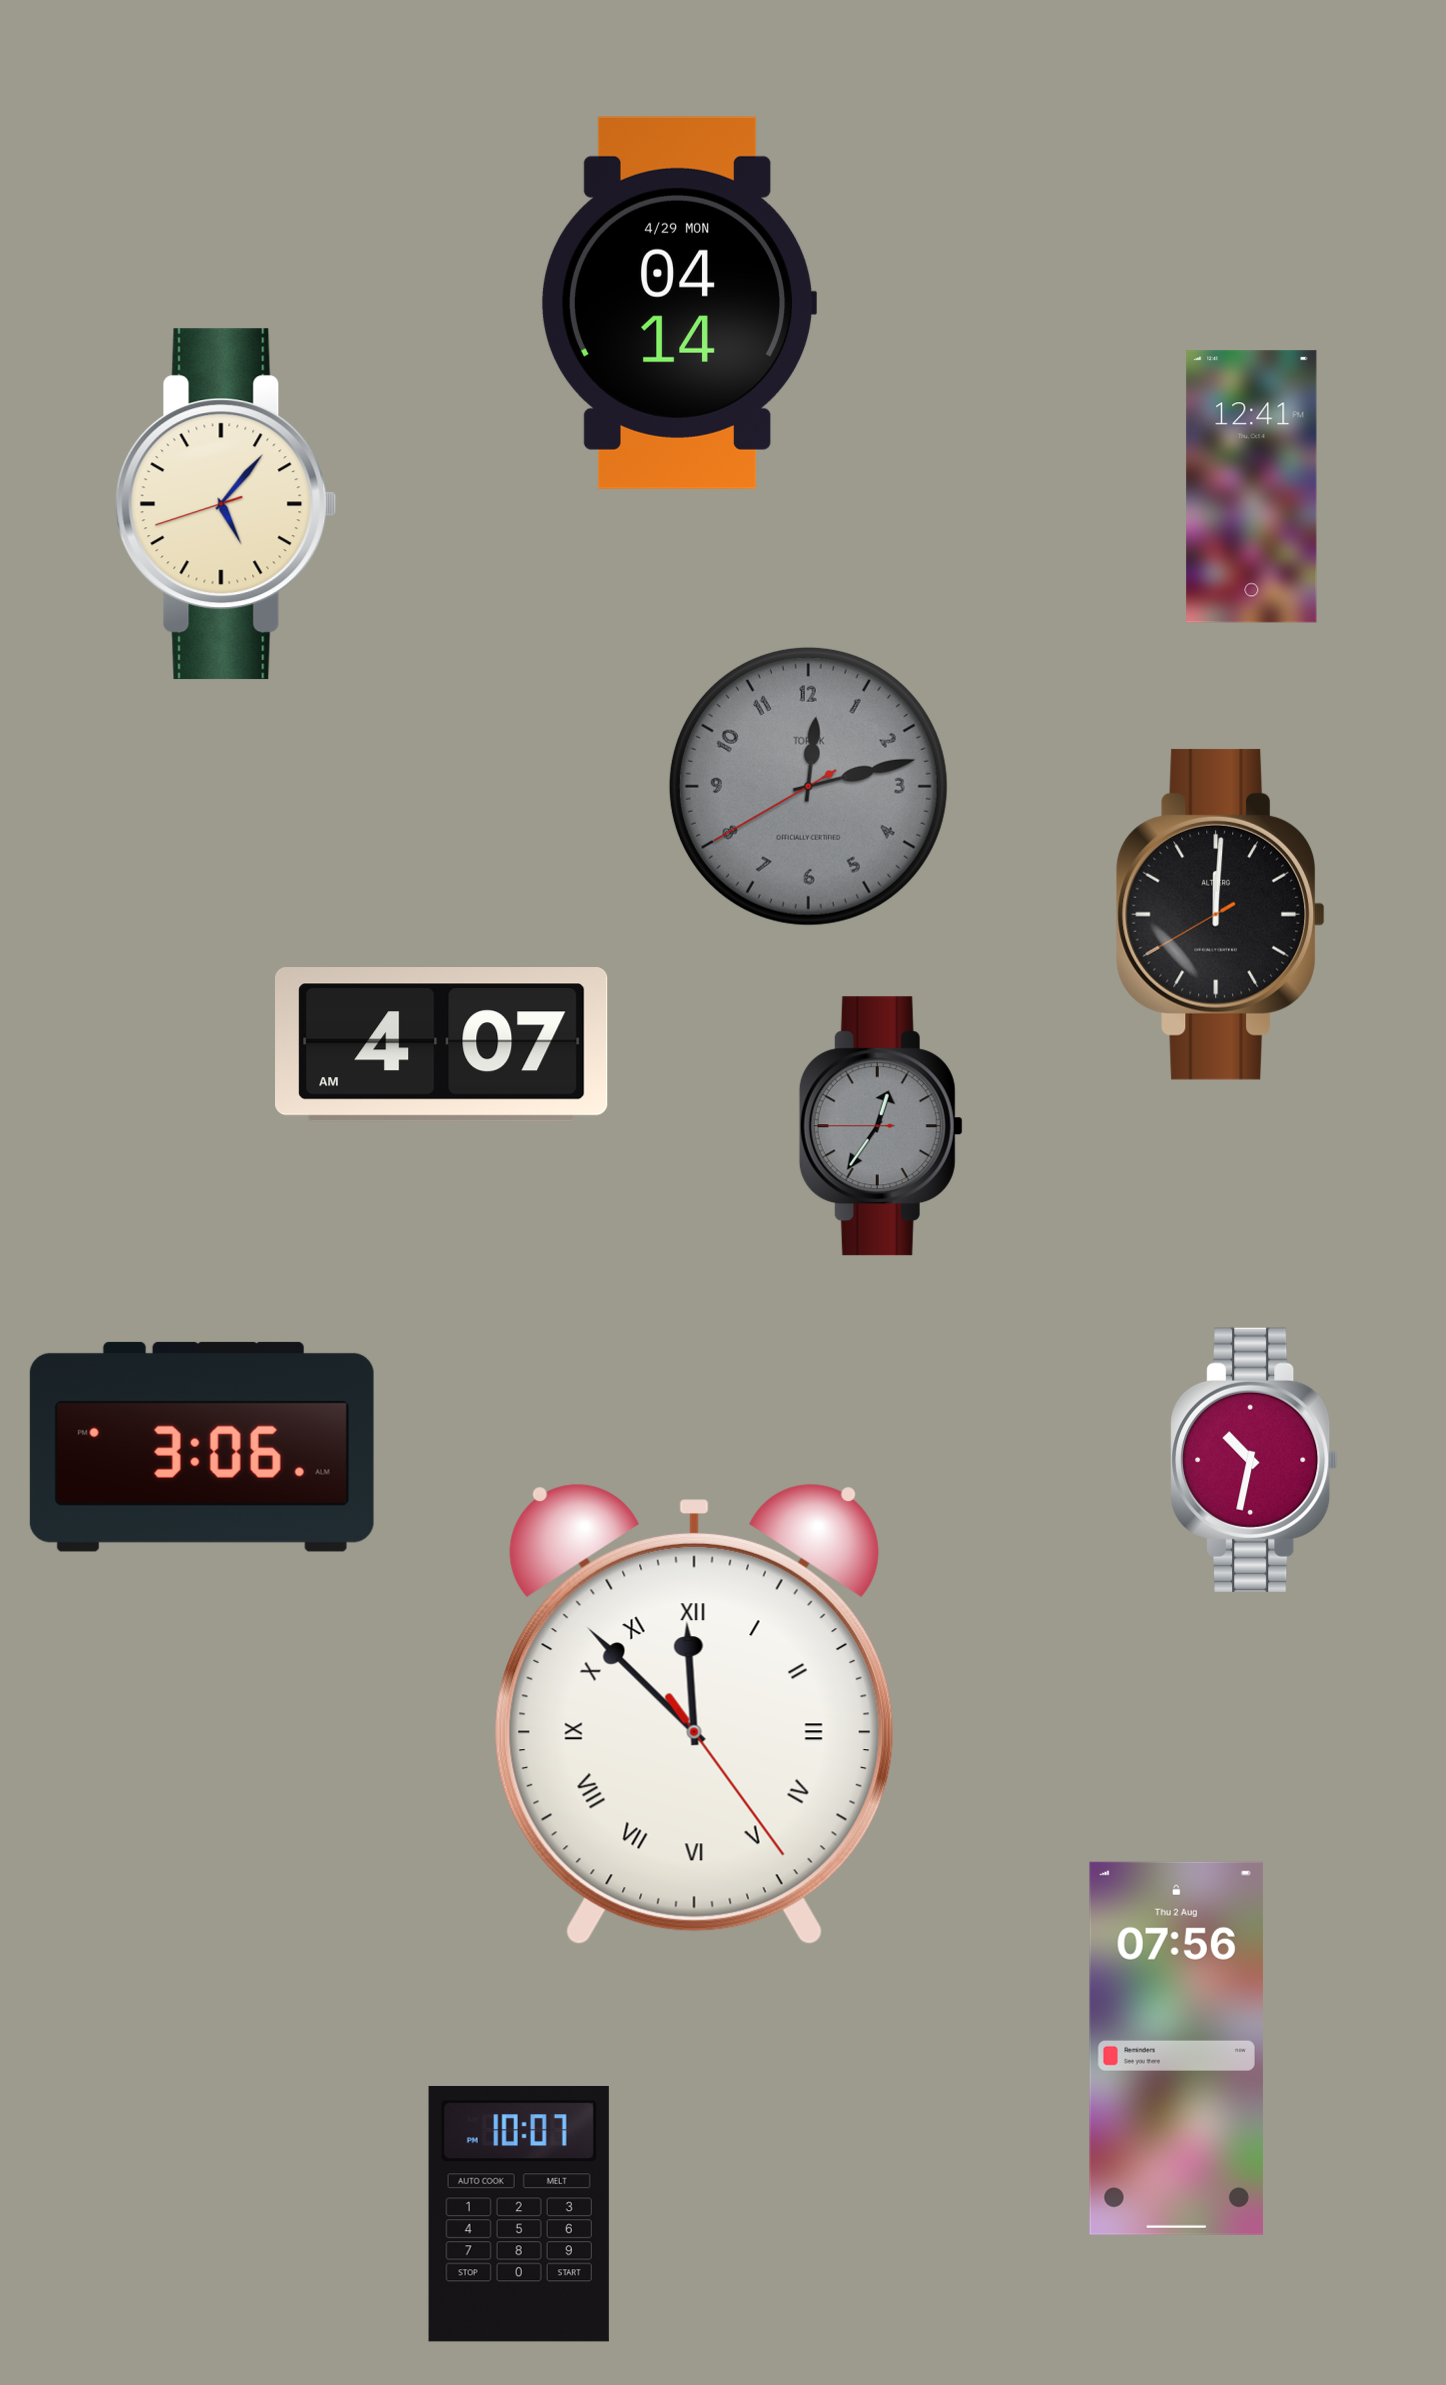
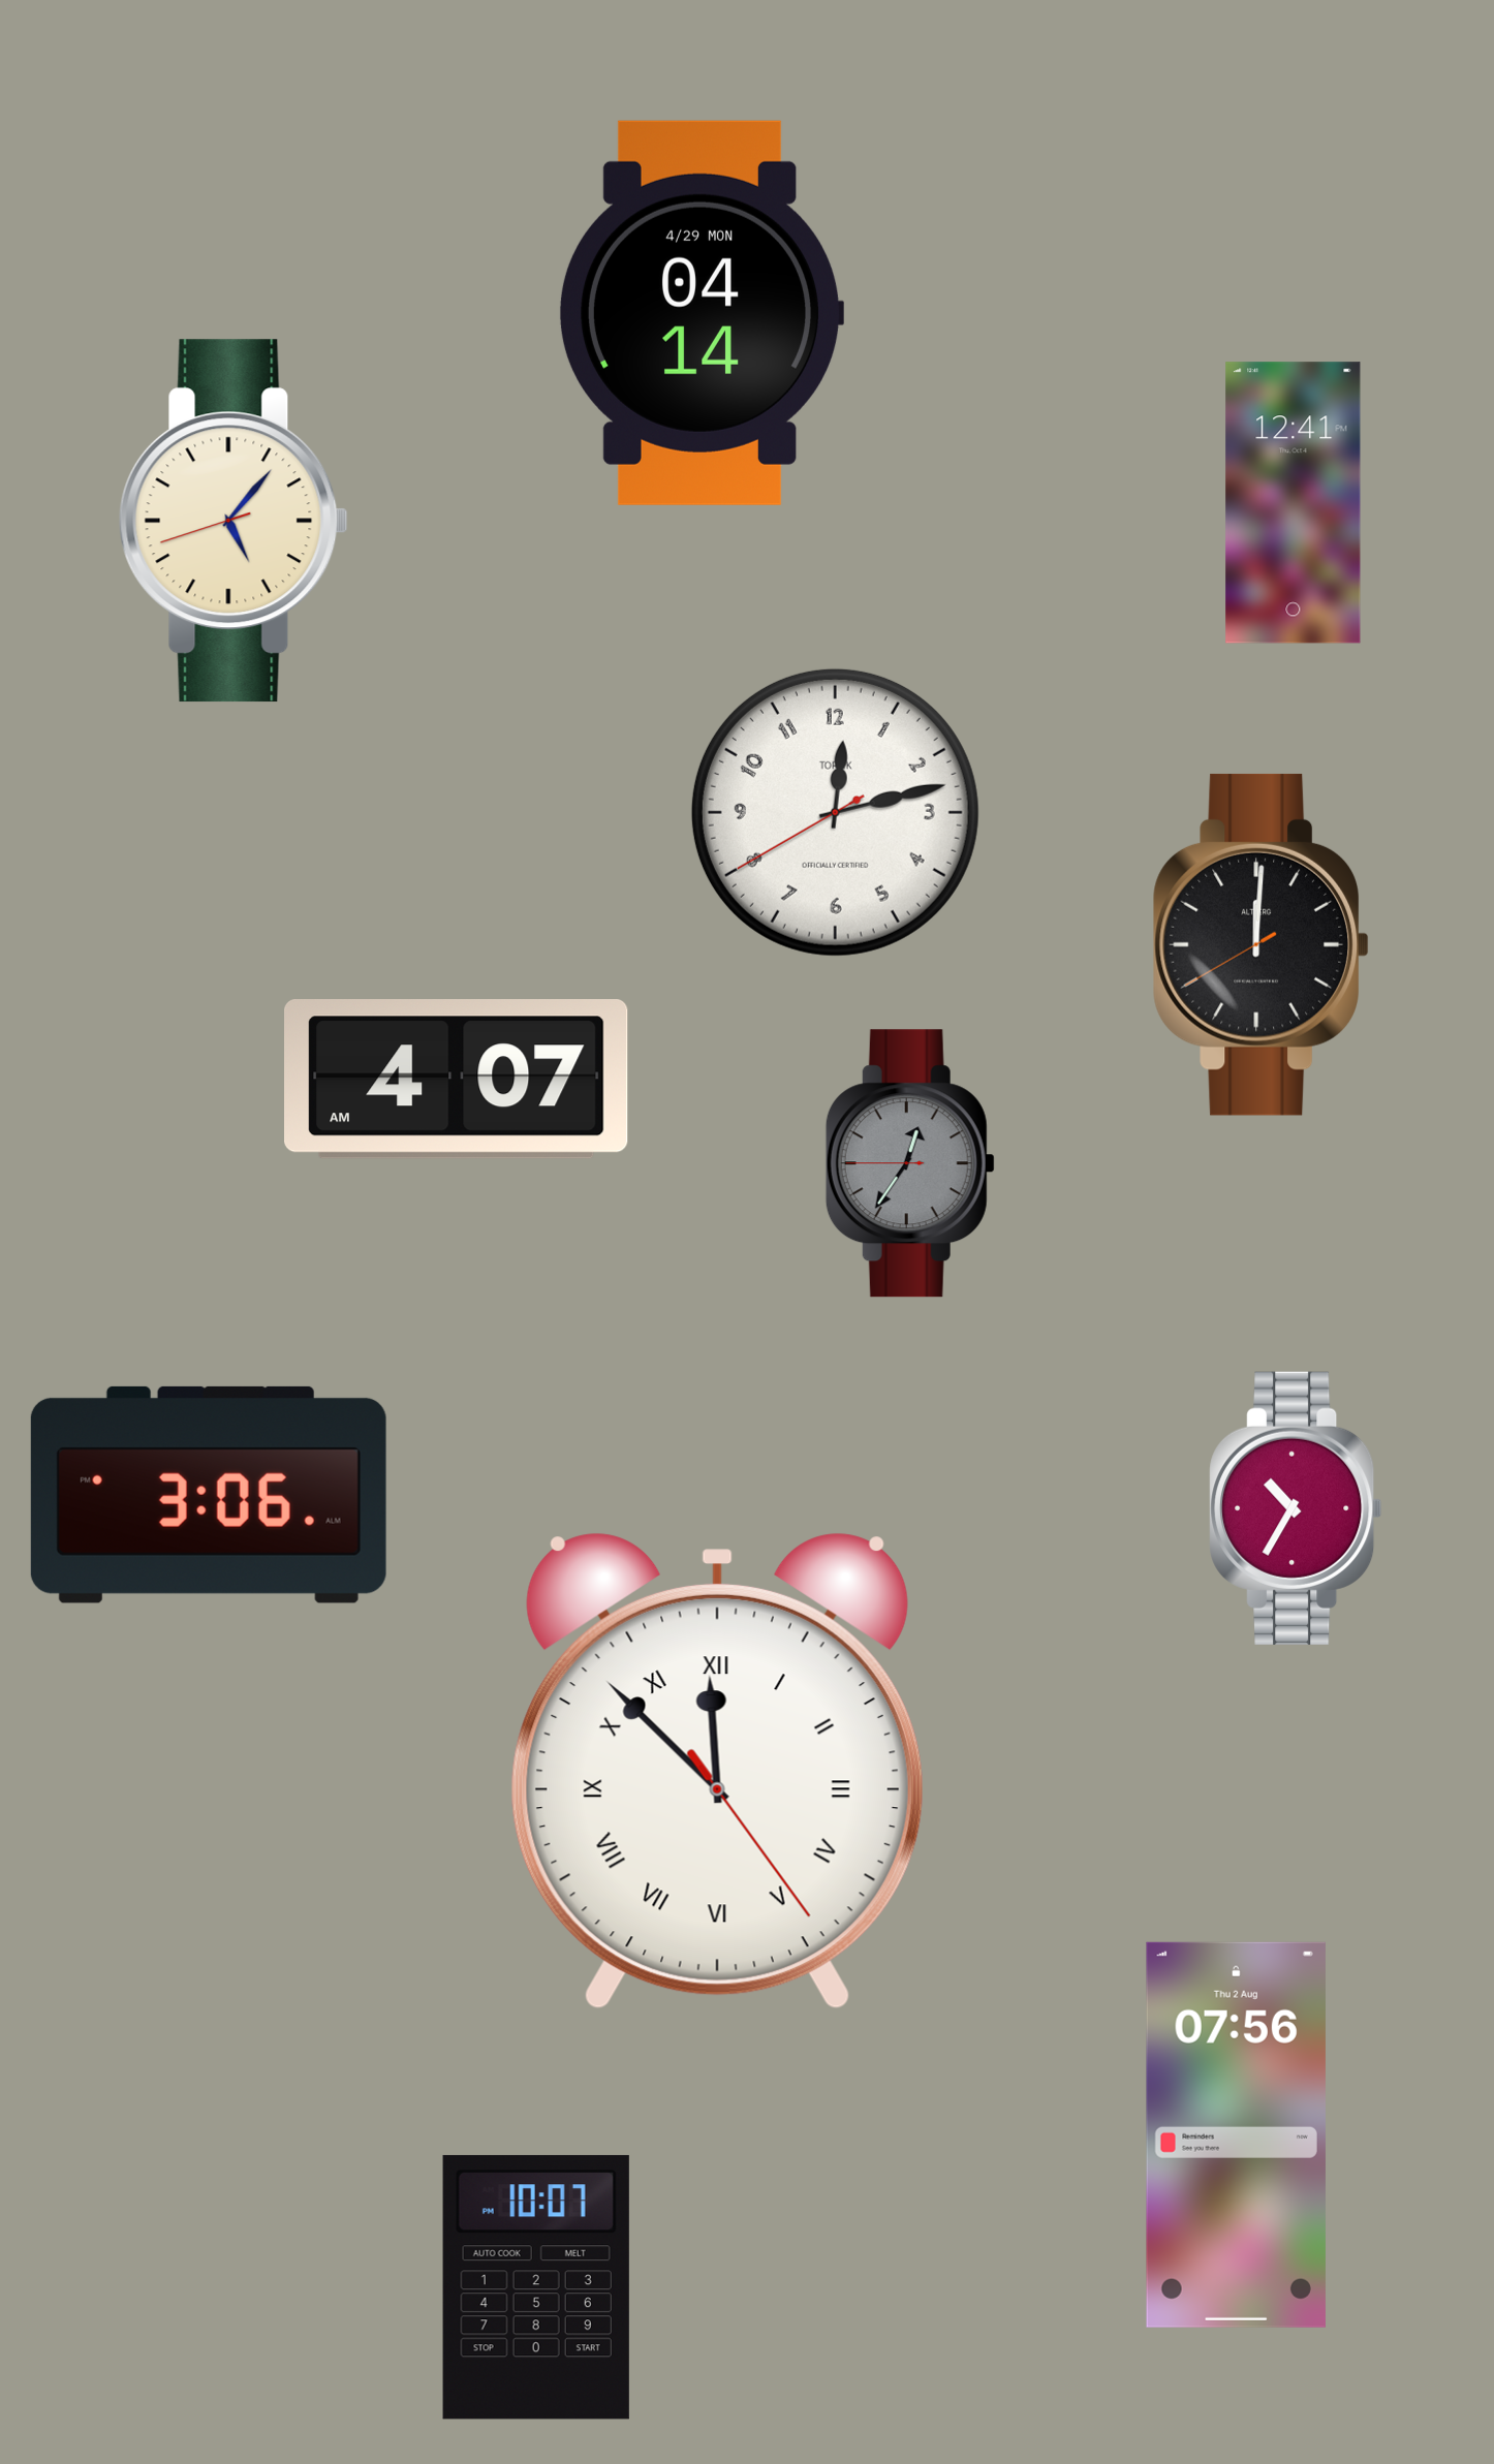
clock at (808, 786) dial: grey -> white
clock at (1254, 1460): 10:32 -> 10:35
clock at (1176, 2048) position: (1176, 2048) -> (1236, 2134)
